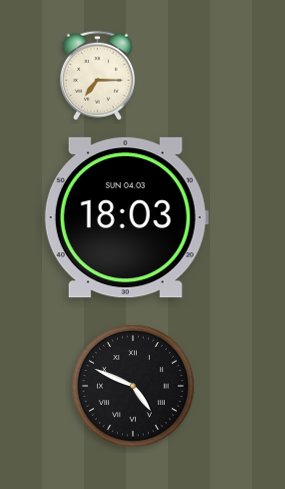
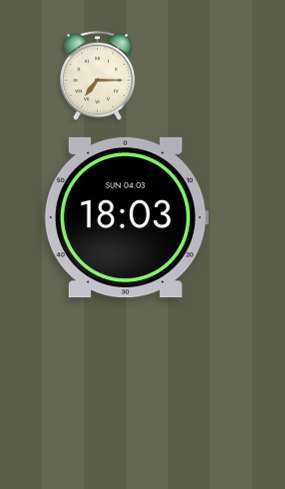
clock at (133, 386): 4:49 -> none
